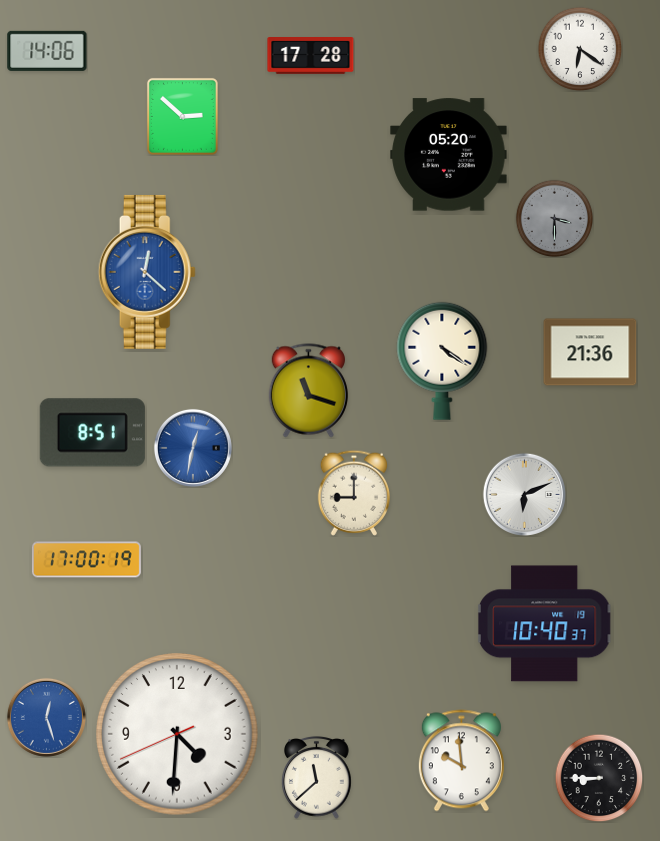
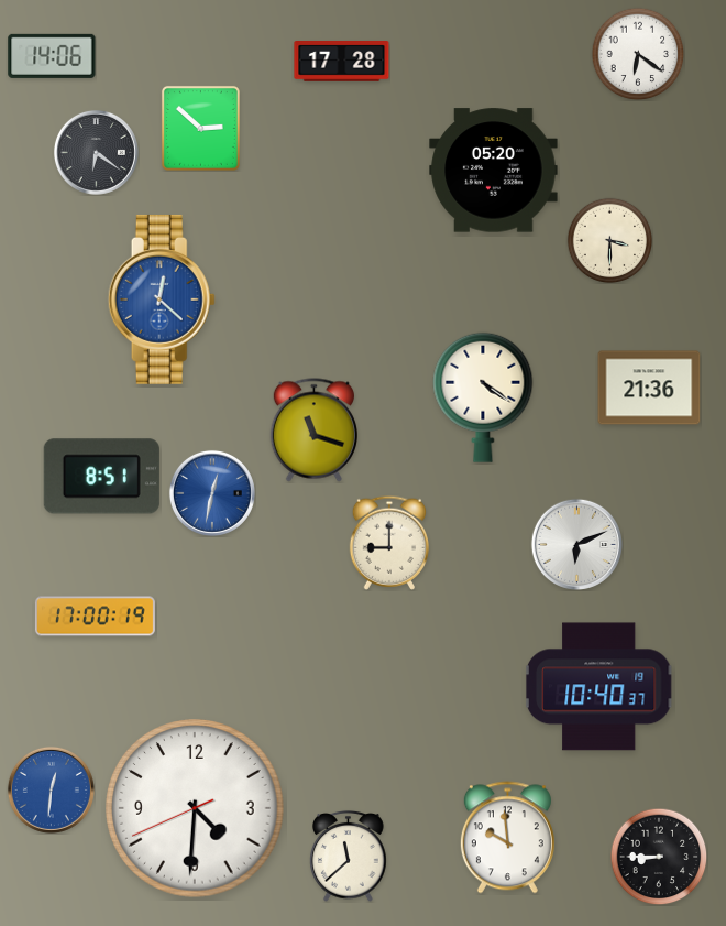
clock at (96, 152): none -> 6:21
clock at (554, 218) dial: grey -> cream
clock at (442, 361) position: (442, 361) -> (483, 397)
clock at (308, 391) position: (308, 391) -> (313, 431)
clock at (46, 717): 12:27 -> 12:31
